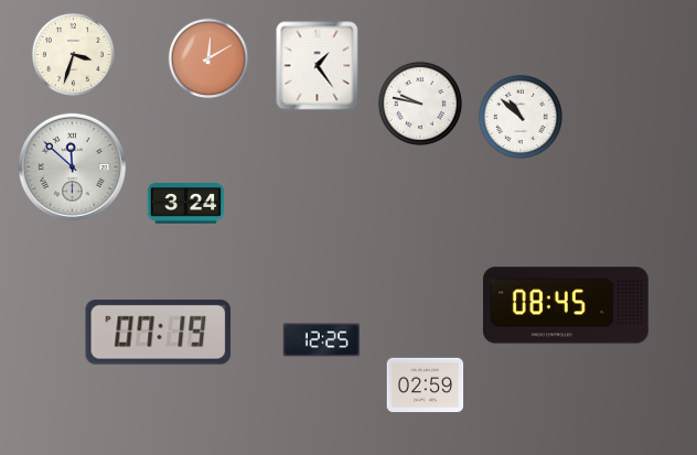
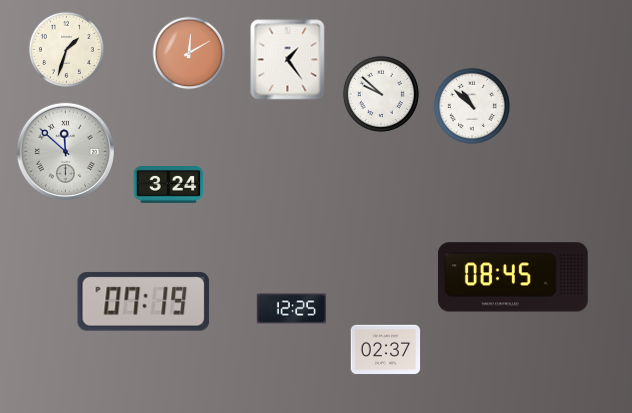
clock at (73, 54): 3:33 -> 1:33
clock at (420, 104): 9:47 -> 9:52
clock at (426, 386): 02:59 -> 02:37
